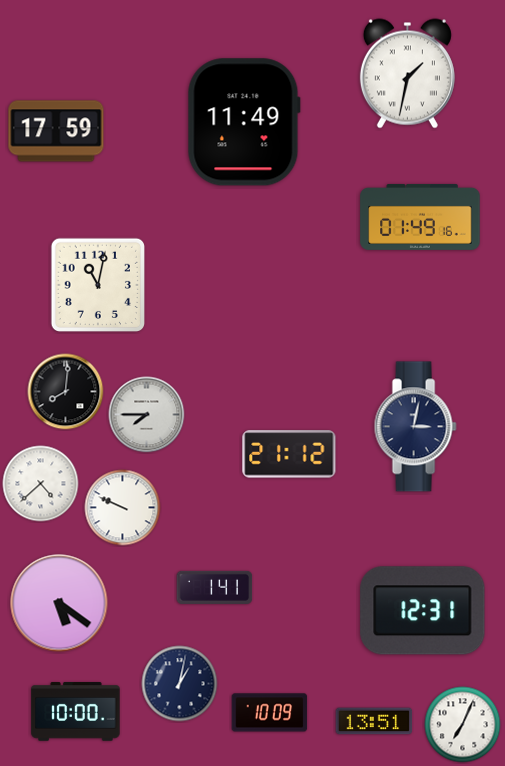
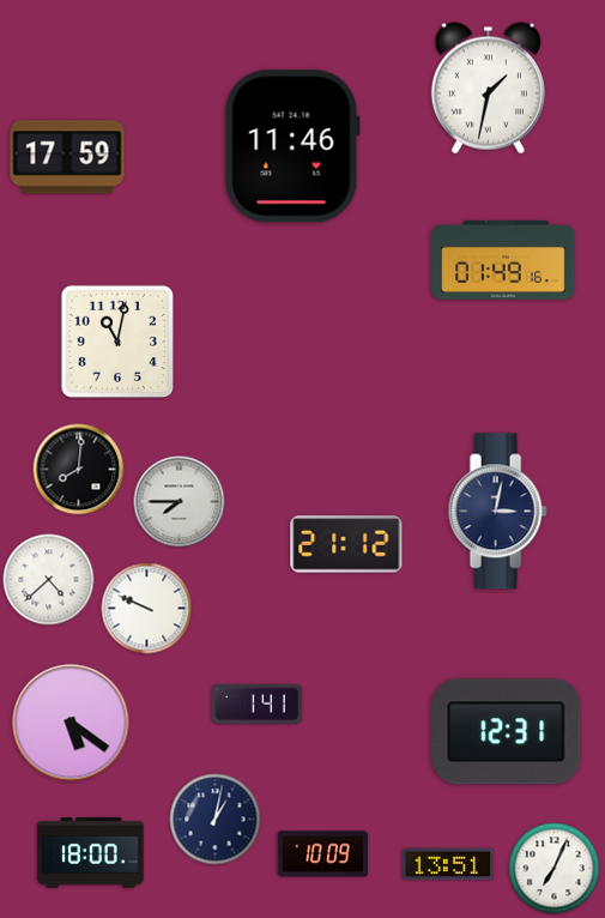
clock at (244, 122): 11:49 -> 11:46
clock at (147, 415) position: (147, 415) -> (180, 502)
clock at (76, 712): 10:00 -> 18:00
